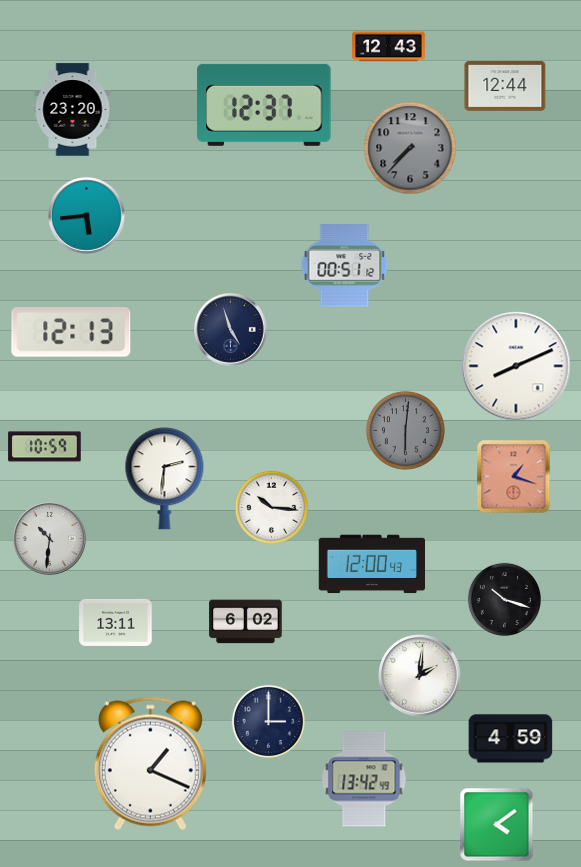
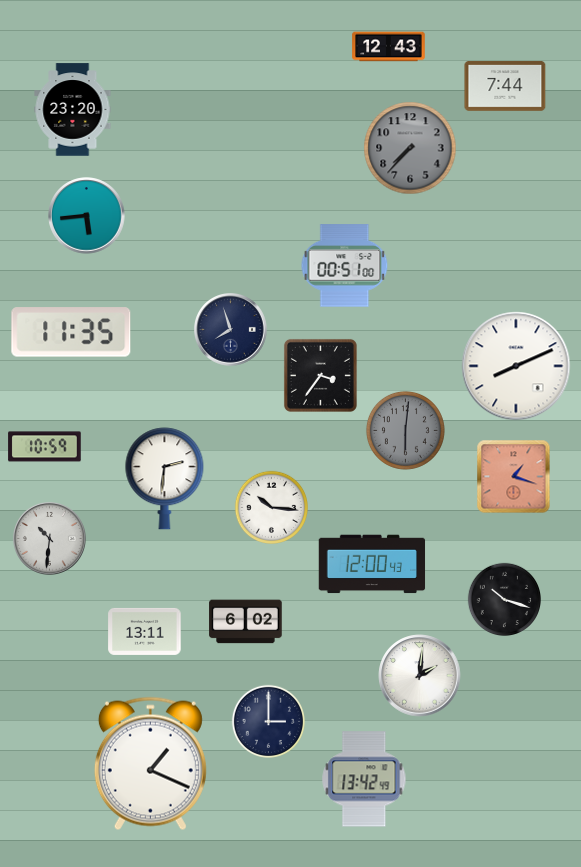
clock at (505, 86): 12:44 -> 7:44
clock at (264, 105): 12:37 -> none
clock at (345, 266): 00:51:12 -> 00:51:00
clock at (231, 330): 4:57 -> 7:57
clock at (71, 332): 12:13 -> 11:35
clock at (320, 375): none -> 3:36
clock at (116, 622) position: (116, 622) -> (145, 631)
clock at (511, 739): 4:59 -> none
clock at (497, 825): 4:09 -> none
